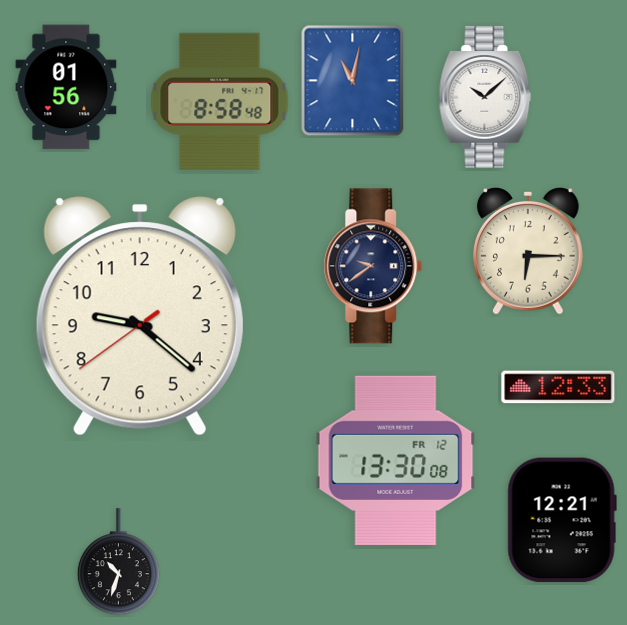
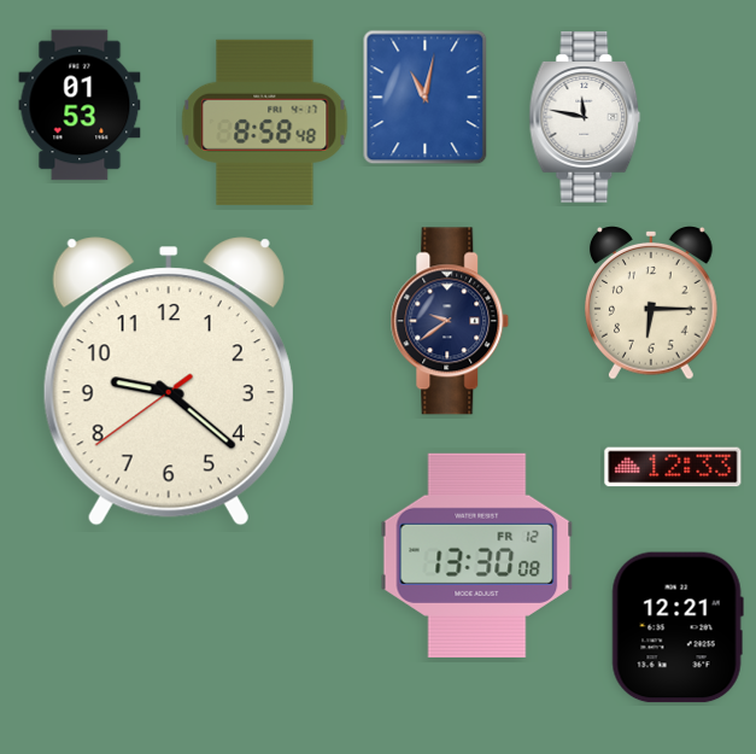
clock at (66, 87): 01:56 -> 01:53
clock at (485, 97): 10:08 -> 11:47
clock at (529, 252) position: (529, 252) -> (652, 304)
clock at (118, 562): 10:33 -> none
